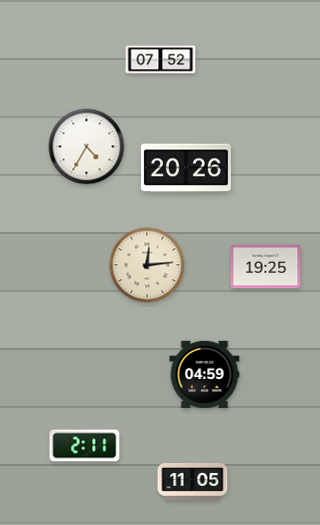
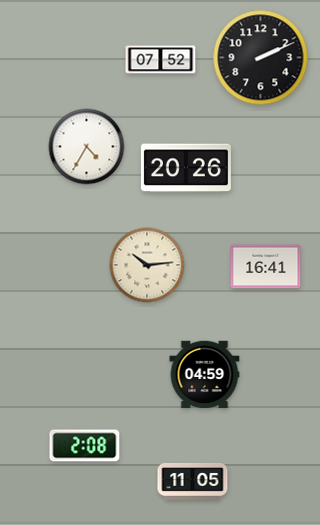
clock at (261, 58): none -> 2:11
clock at (147, 265): 12:14 -> 10:14
clock at (266, 267): 19:25 -> 16:41
clock at (85, 446): 2:11 -> 2:08
